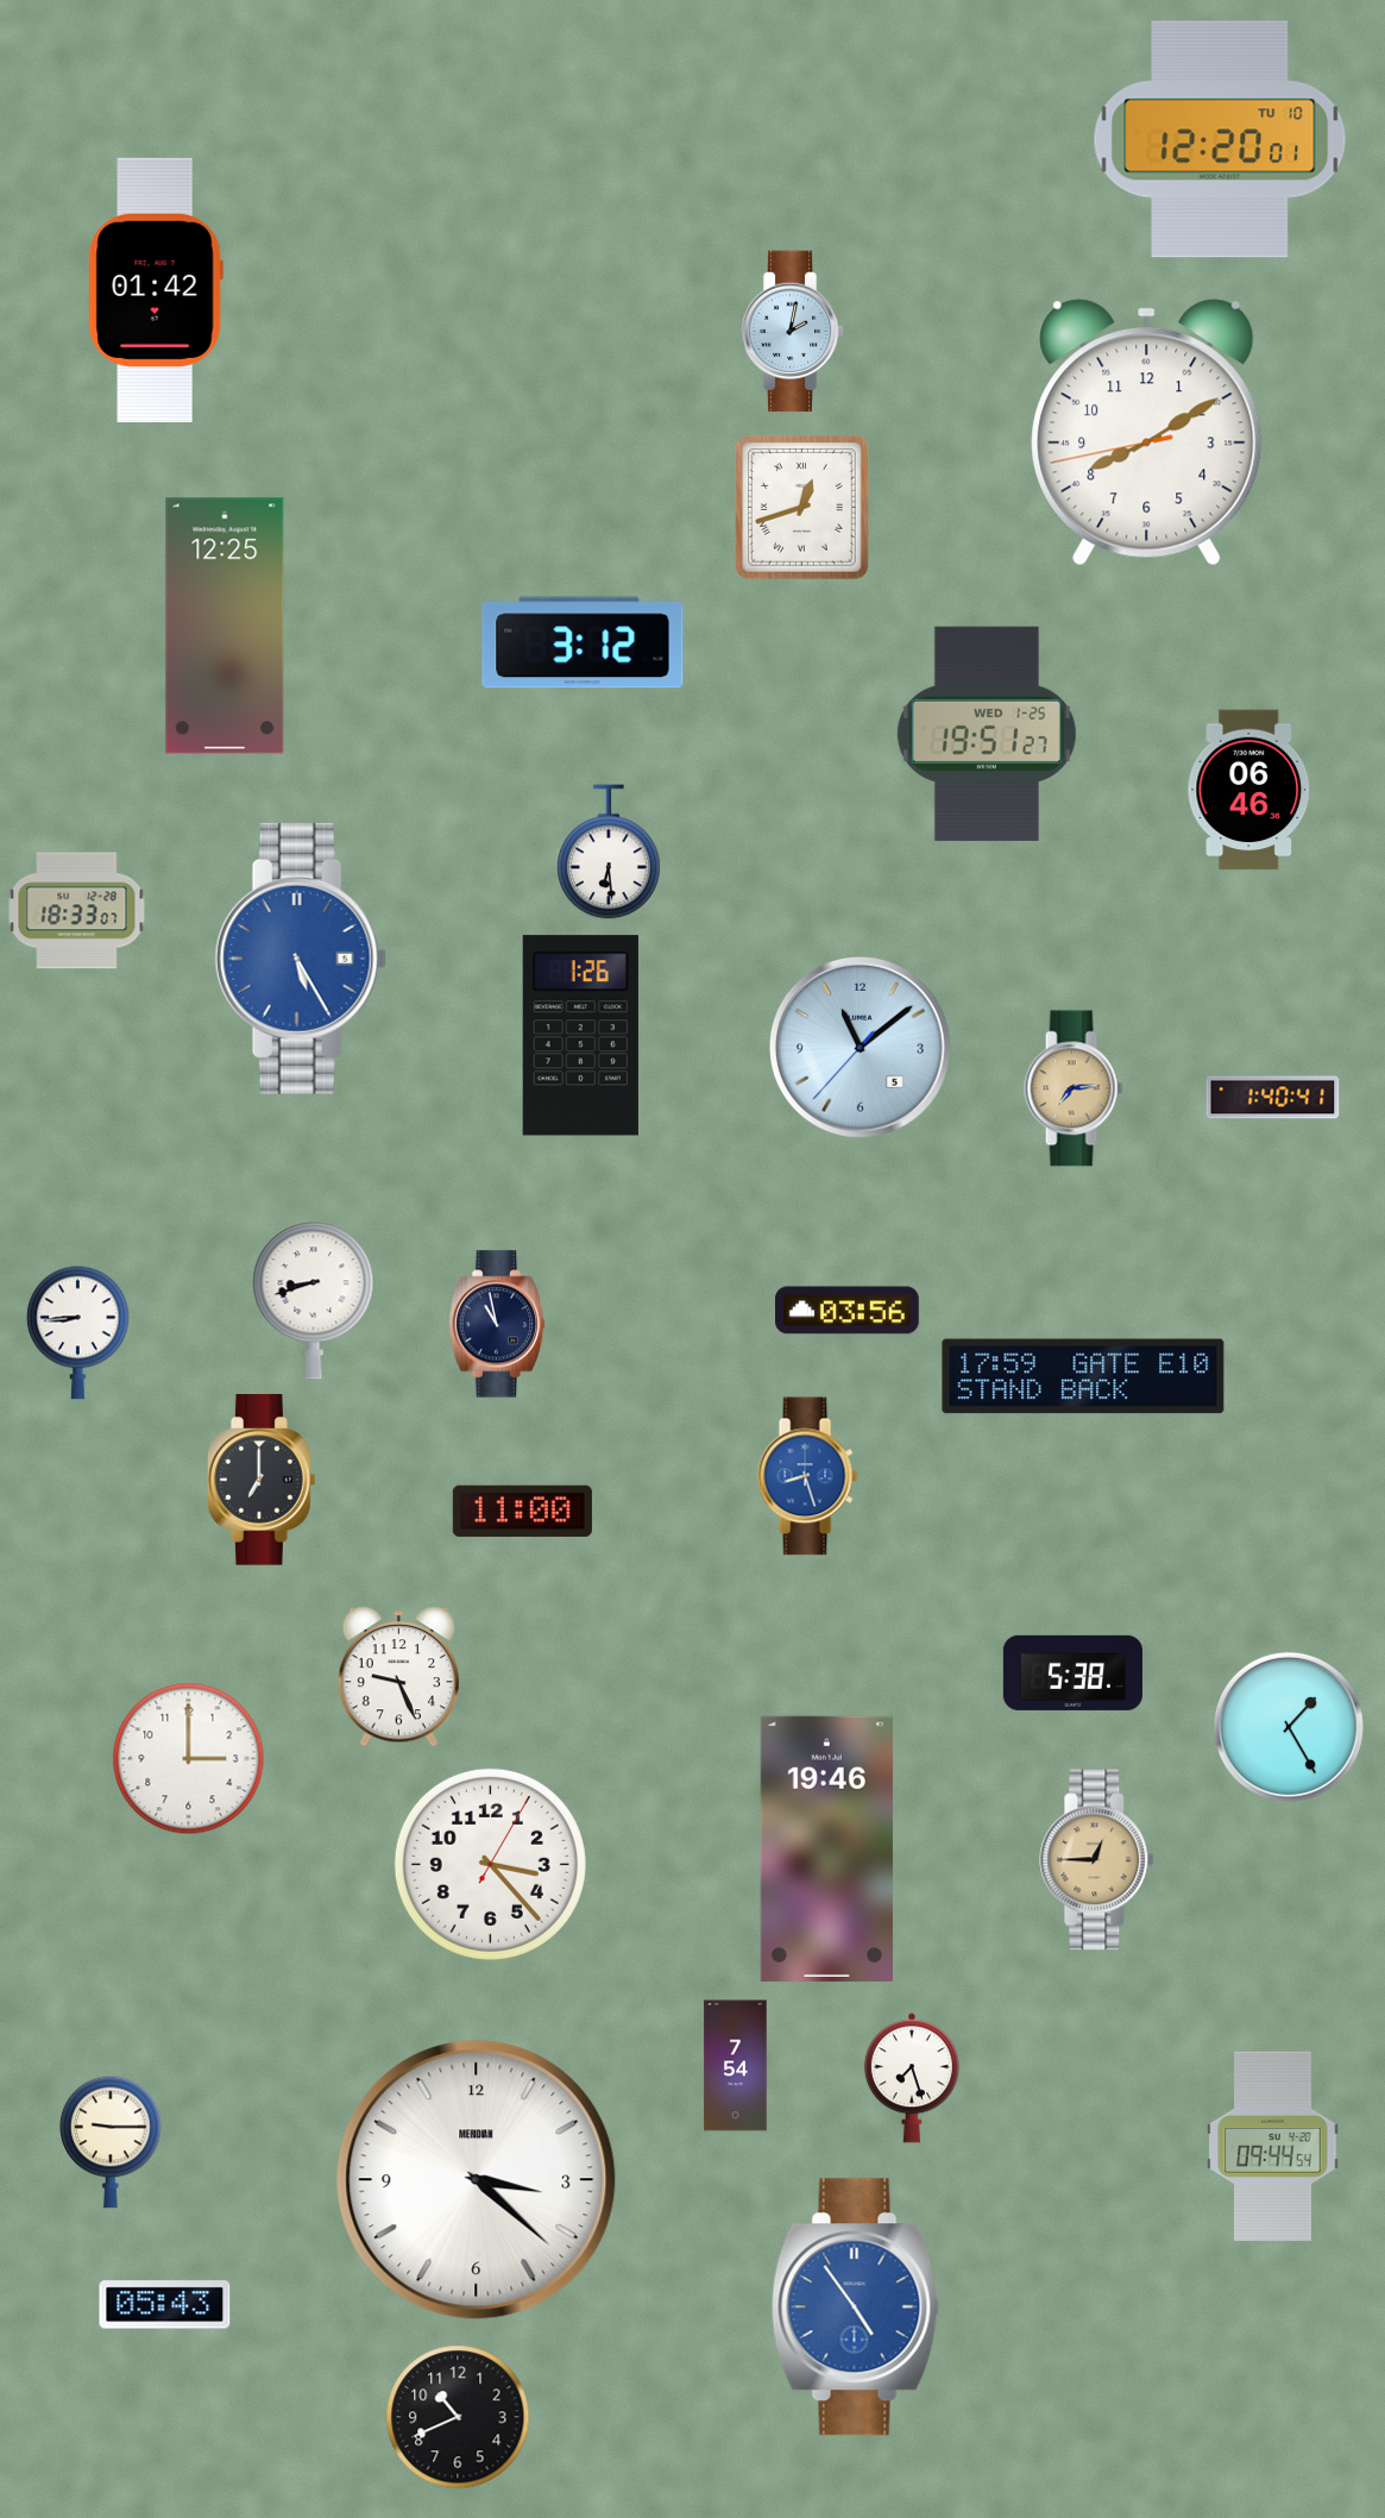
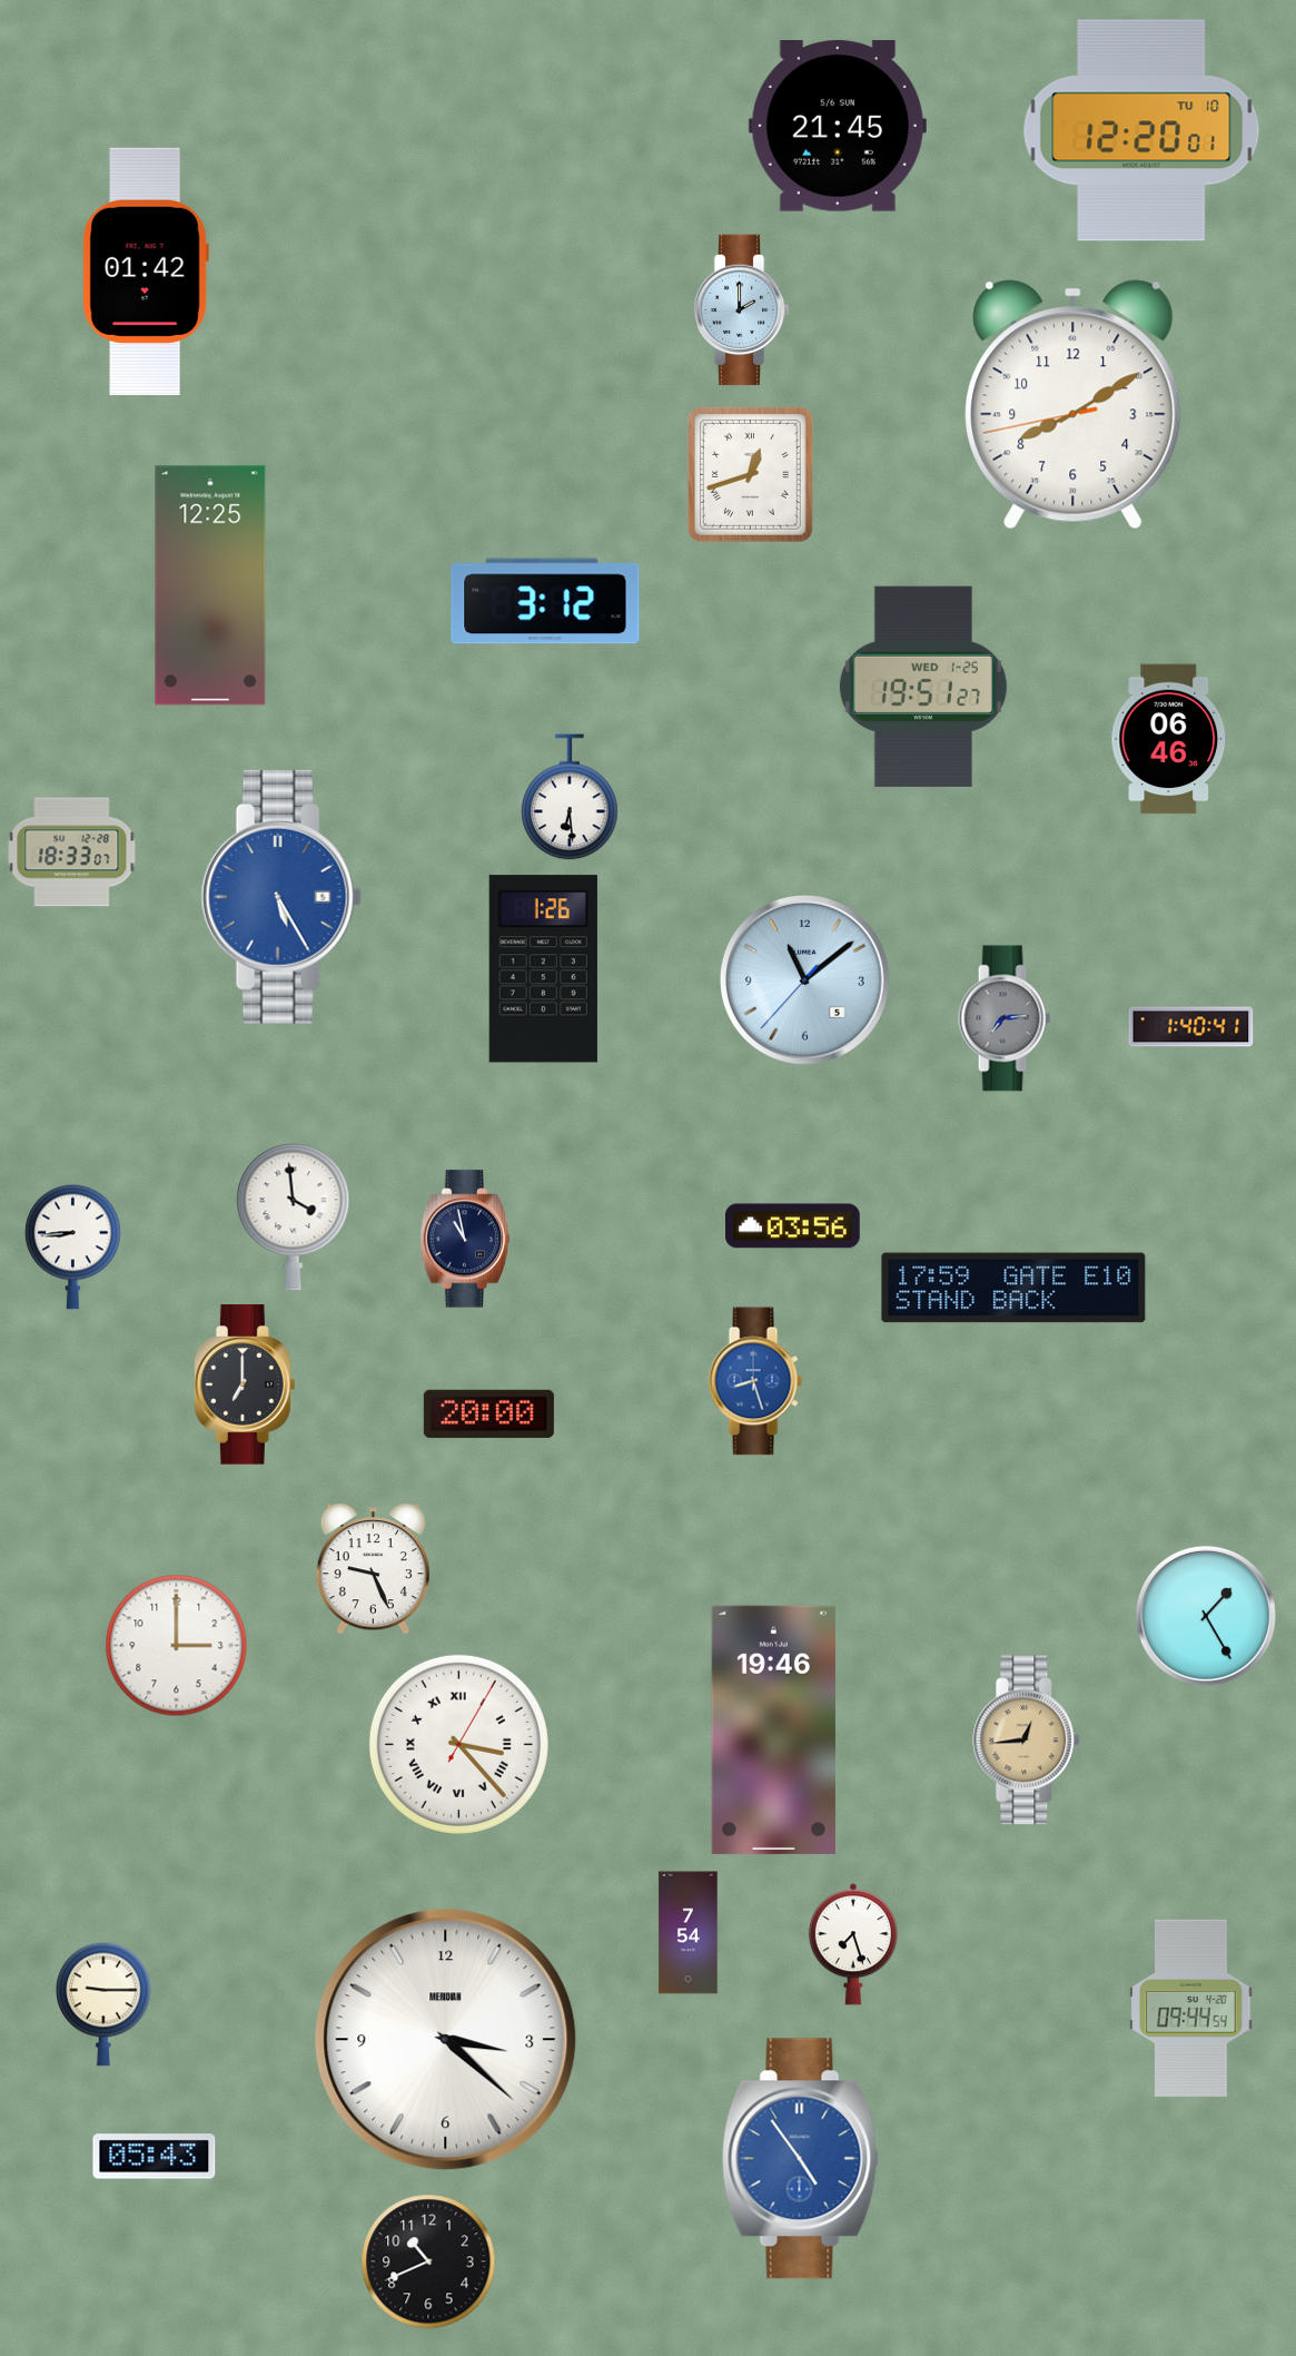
clock at (838, 126): none -> 21:45
clock at (792, 332): 2:02 -> 2:00
clock at (1074, 1088) dial: champagne -> grey
clock at (314, 1301): 8:42 -> 3:59
clock at (522, 1511): 11:00 -> 20:00
clock at (1072, 1672): 5:38 -> none
clock at (1097, 1860): 12:45 -> 12:44
clock at (490, 1864) numerals: Arabic -> Roman
